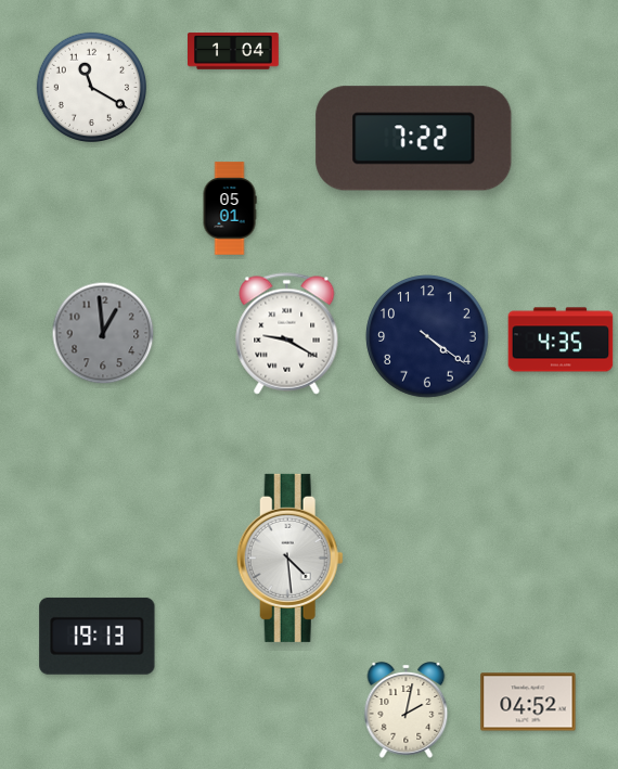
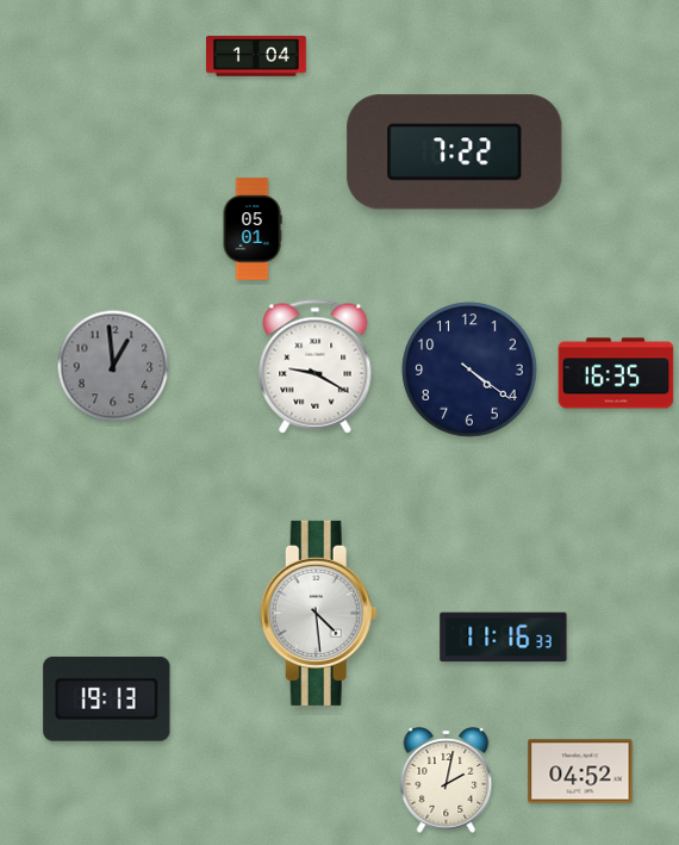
clock at (91, 87): 11:20 -> none
clock at (561, 339): 4:35 -> 16:35
clock at (504, 638): none -> 11:16
